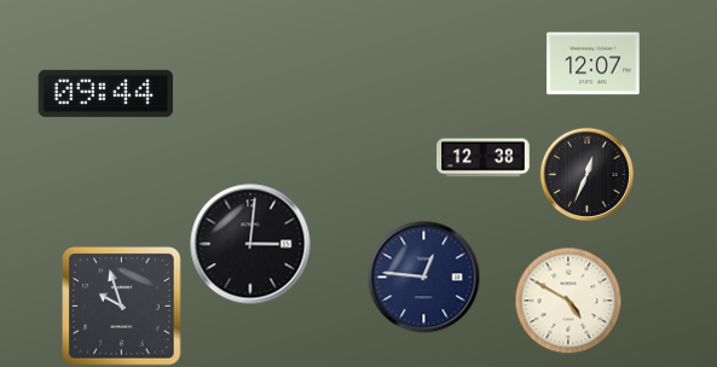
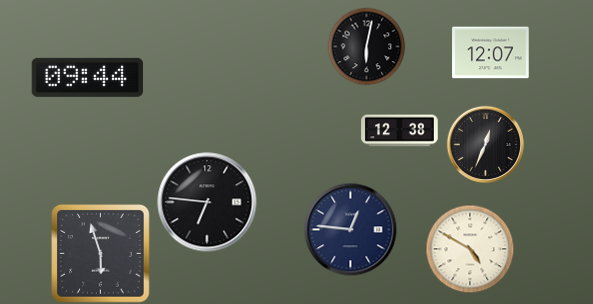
clock at (366, 46): none -> 6:02
clock at (250, 244): 3:01 -> 6:46
clock at (122, 307): 9:57 -> 5:57
